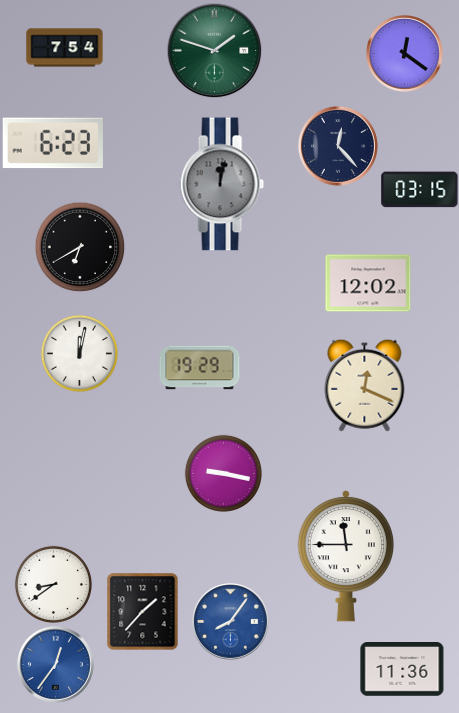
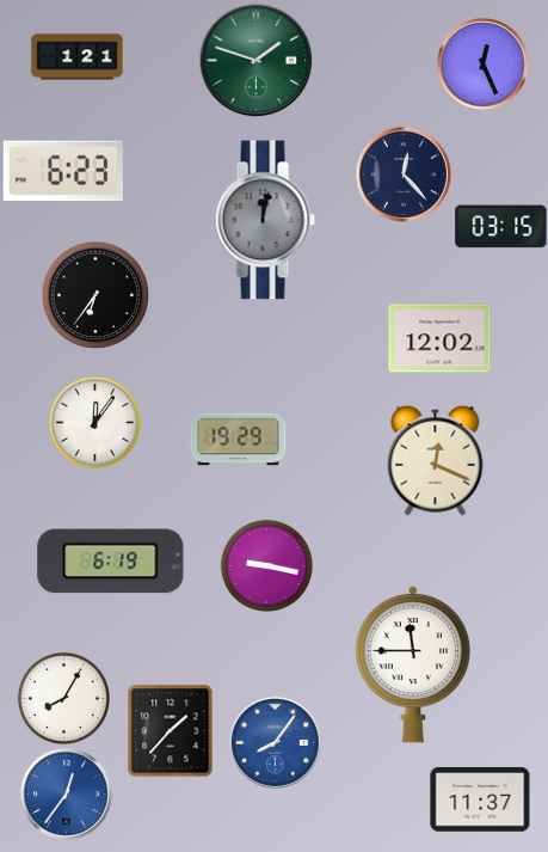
clock at (65, 48): 7:54 -> 1:21
clock at (405, 54): 12:21 -> 12:26
clock at (80, 247): 6:40 -> 6:36
clock at (79, 353): 12:02 -> 12:06
clock at (111, 562): none -> 6:19
clock at (53, 584): 8:39 -> 8:05
clock at (402, 669): 11:36 -> 11:37
